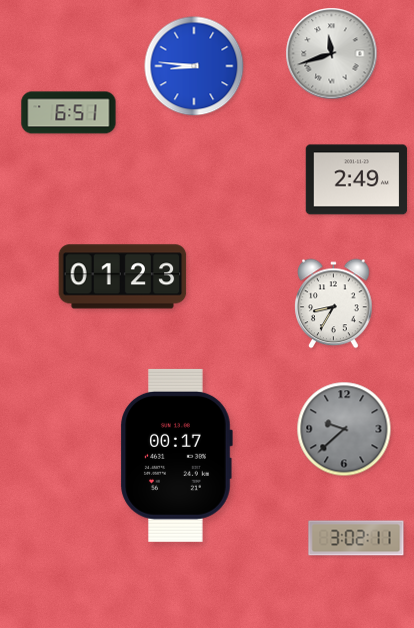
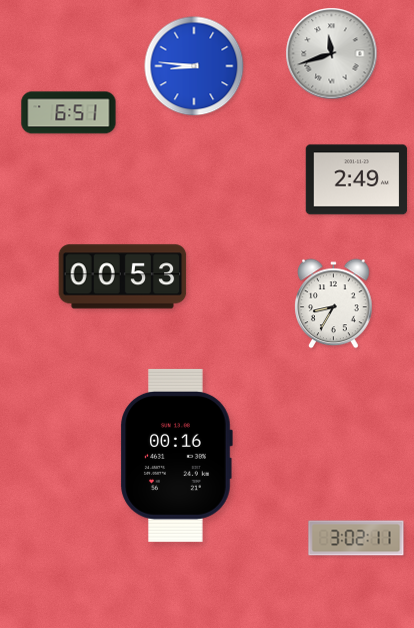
clock at (123, 277): 01:23 -> 00:53
clock at (344, 429): 9:38 -> none
clock at (176, 455): 00:17 -> 00:16
